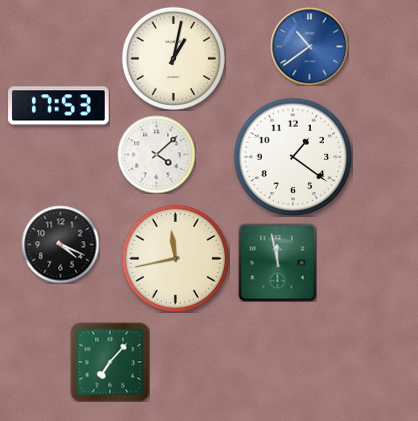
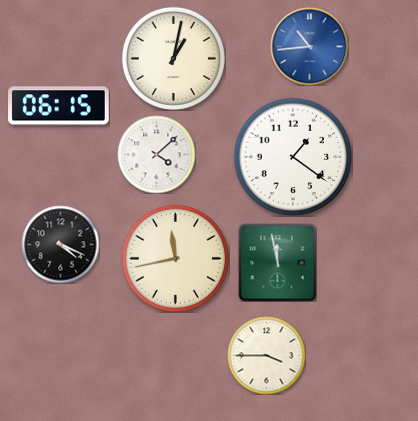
clock at (309, 46): 10:39 -> 10:44
clock at (59, 106): 17:53 -> 06:15
clock at (266, 355): none -> 3:45
clock at (110, 362): 7:07 -> none
